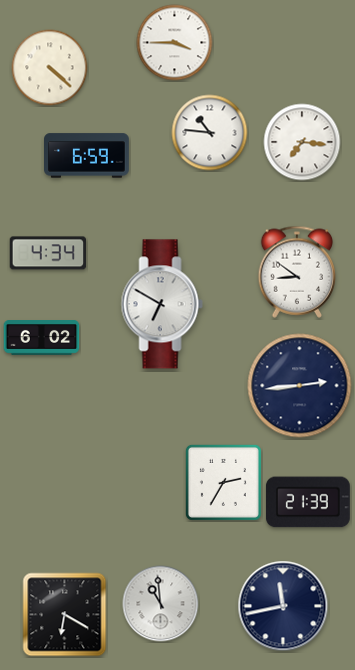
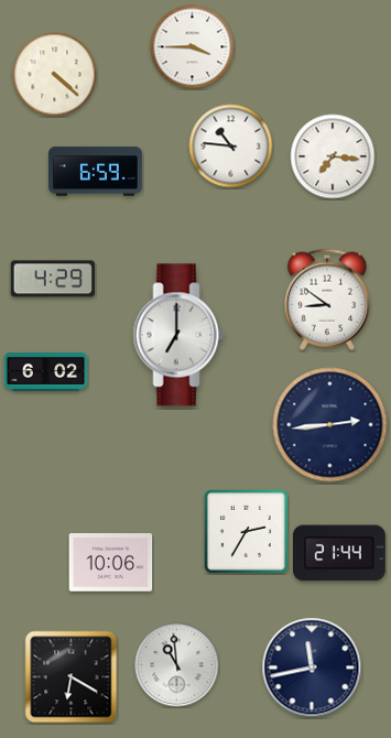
clock at (48, 253): 4:34 -> 4:29
clock at (162, 304): 6:50 -> 7:00
clock at (308, 502): 21:39 -> 21:44
clock at (111, 563): none -> 10:06
